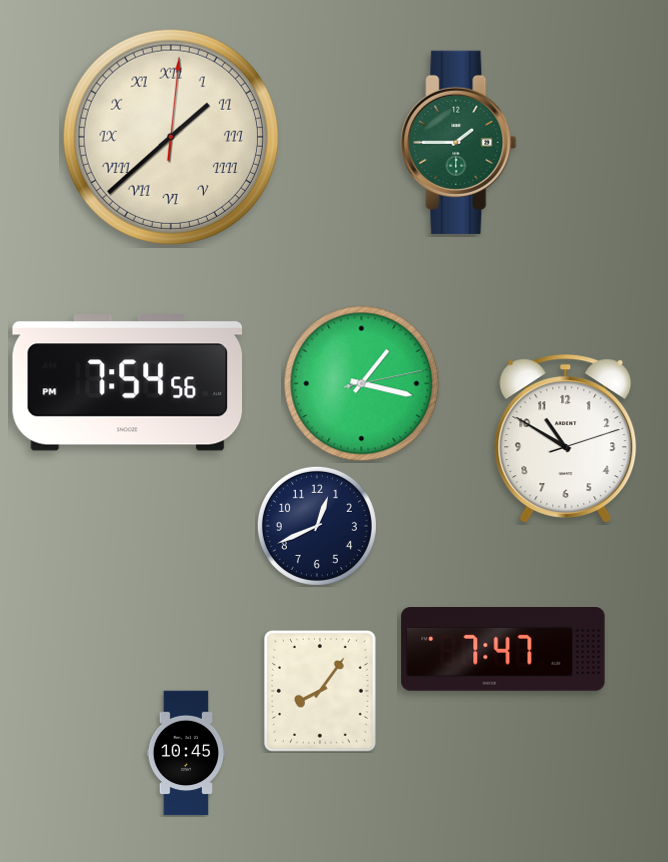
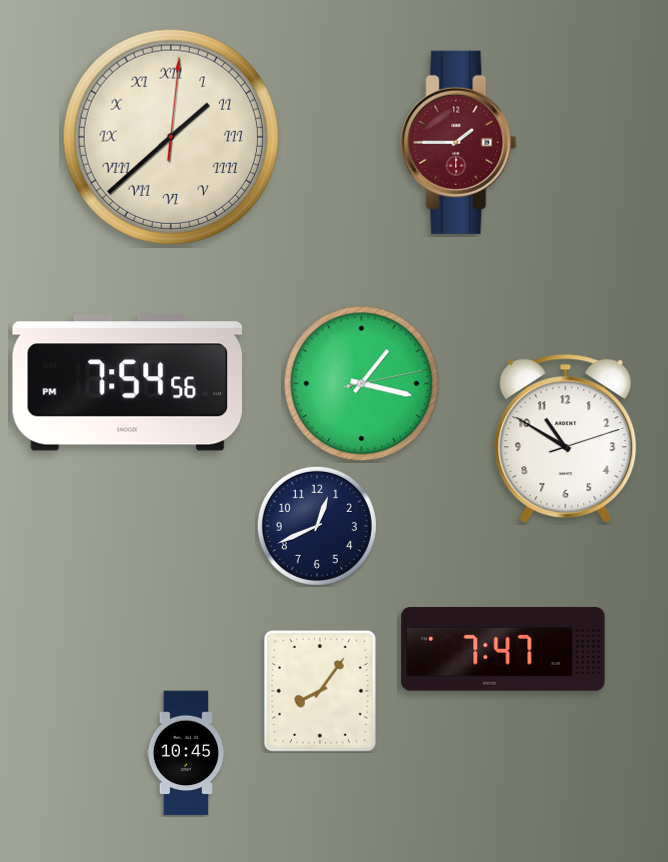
clock at (459, 142) dial: green -> burgundy
